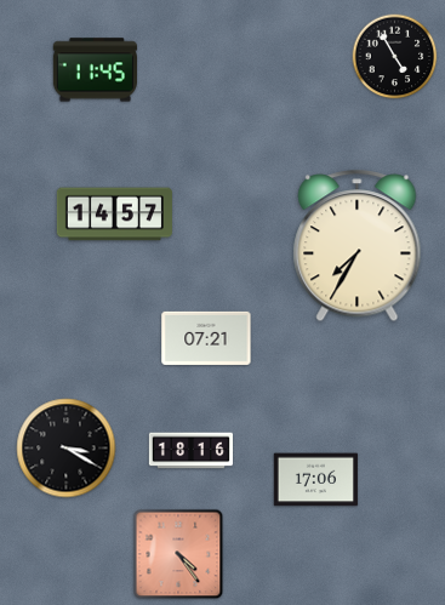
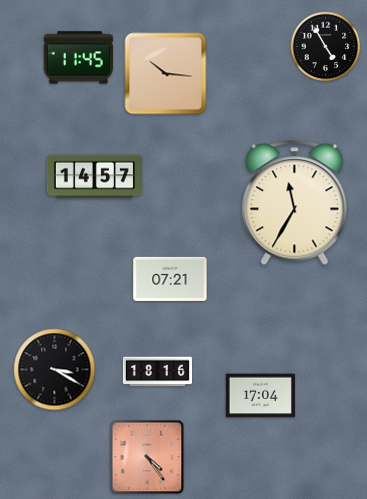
clock at (166, 74): none -> 10:16
clock at (358, 246): 7:35 -> 11:35
clock at (315, 480): 17:06 -> 17:04
